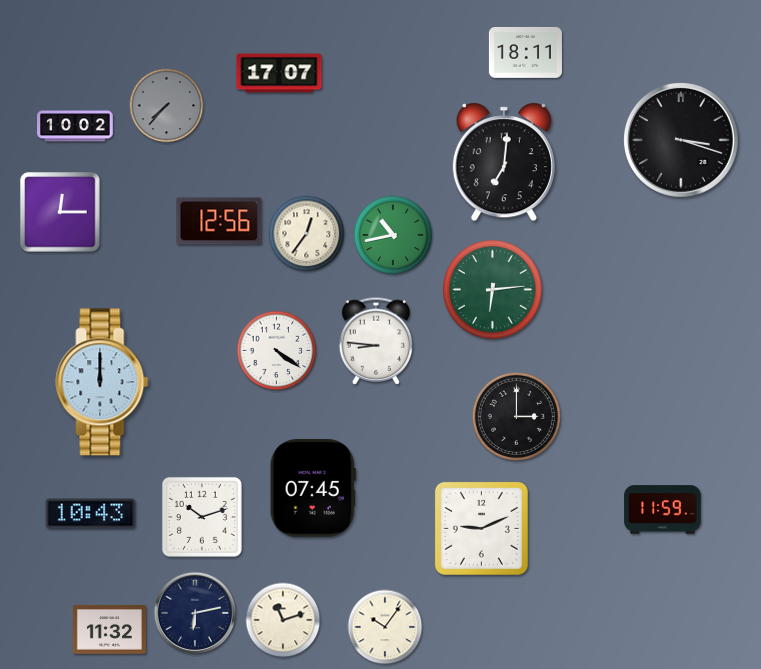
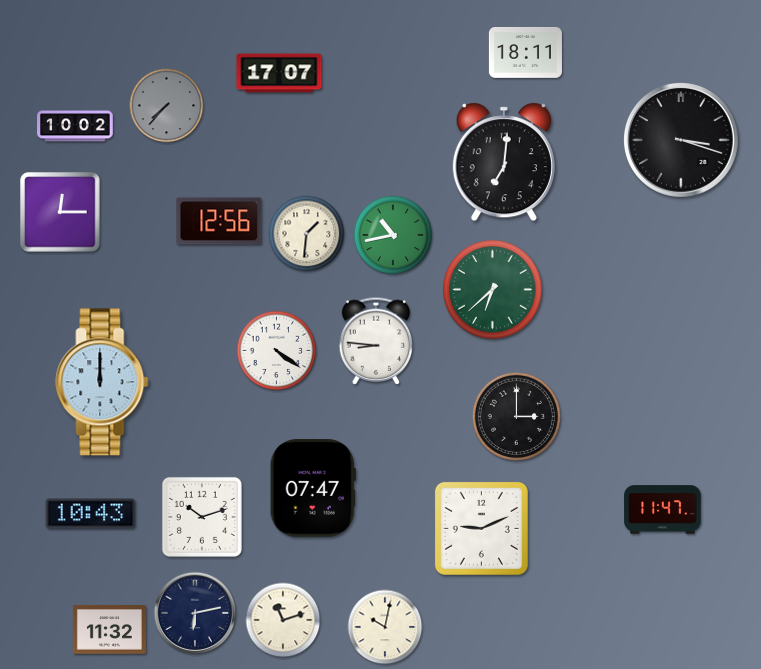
clock at (307, 234): 12:36 -> 1:31
clock at (493, 290): 6:14 -> 6:38
clock at (313, 488): 07:45 -> 07:47
clock at (663, 510): 11:59 -> 11:47
clock at (385, 627): 10:06 -> 10:02
